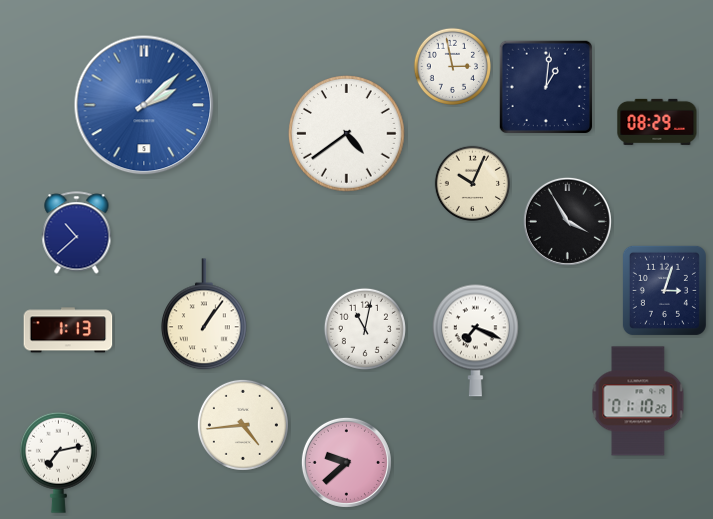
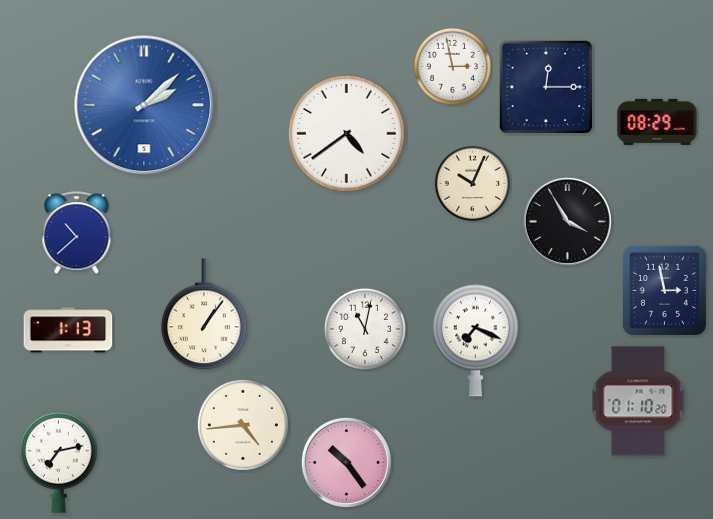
clock at (546, 87): 1:01 -> 12:15
clock at (664, 290): 3:03 -> 2:58
clock at (346, 462): 9:38 -> 10:24
